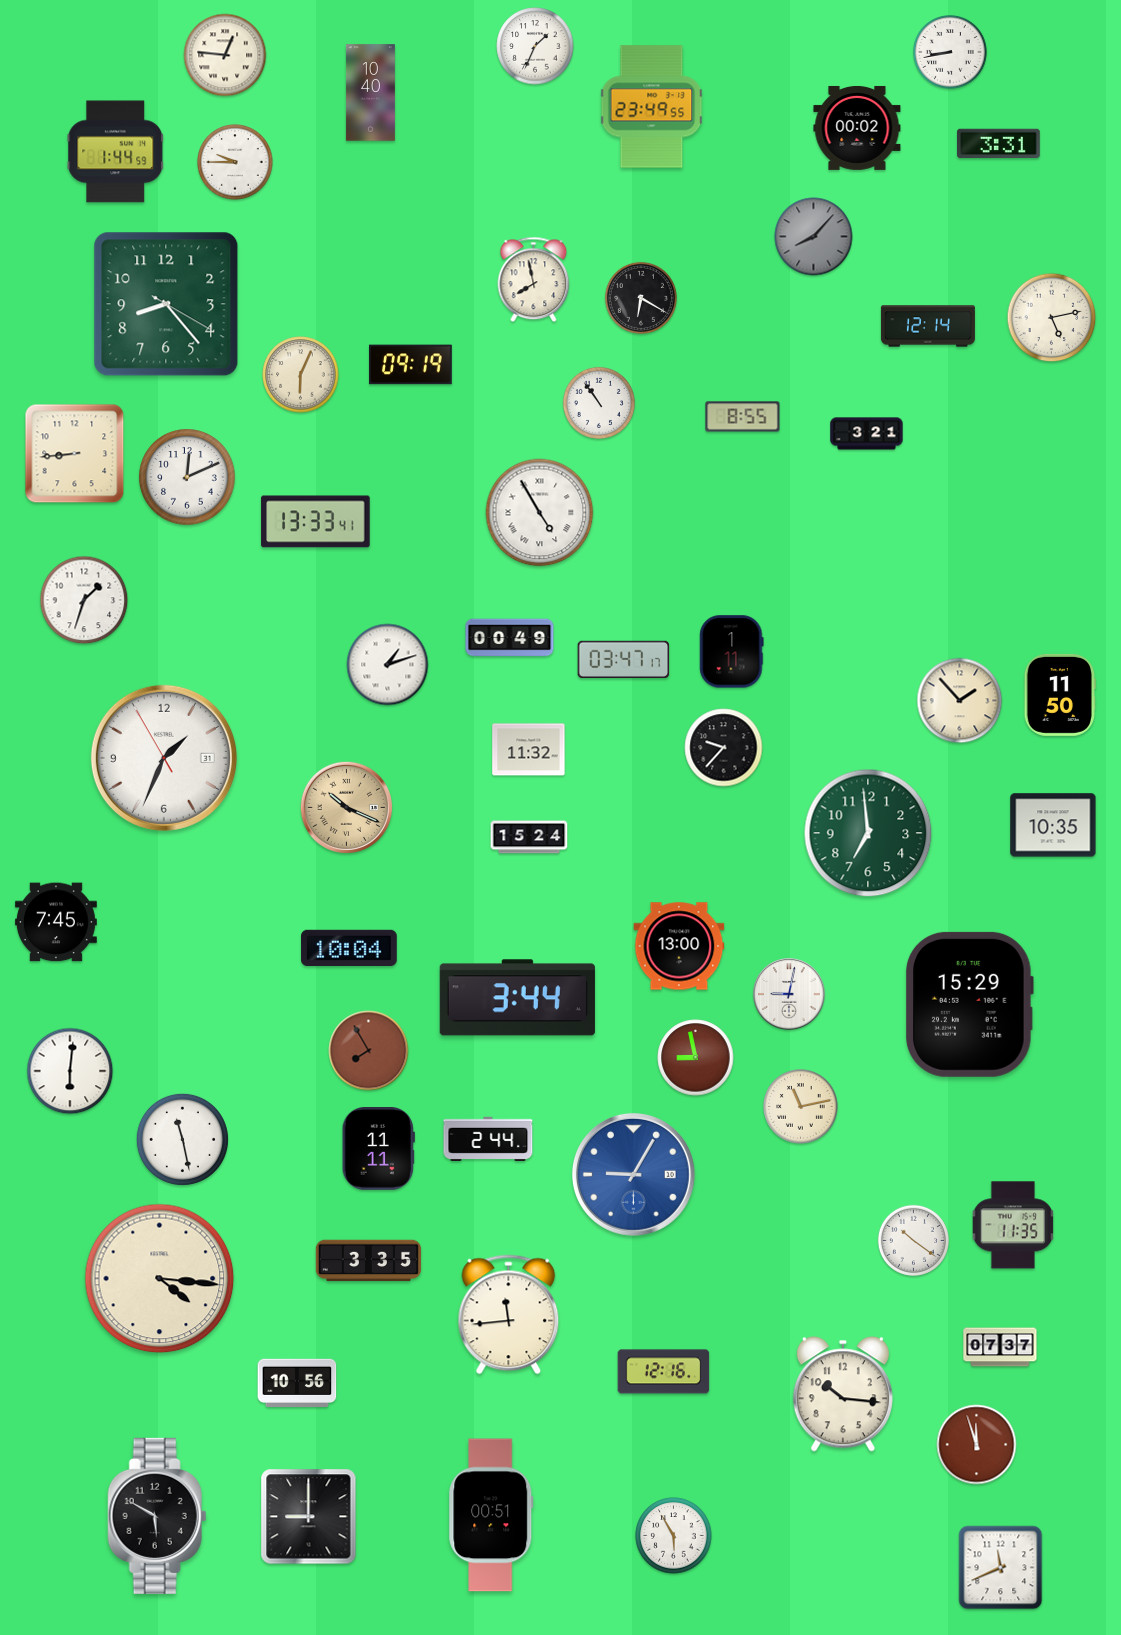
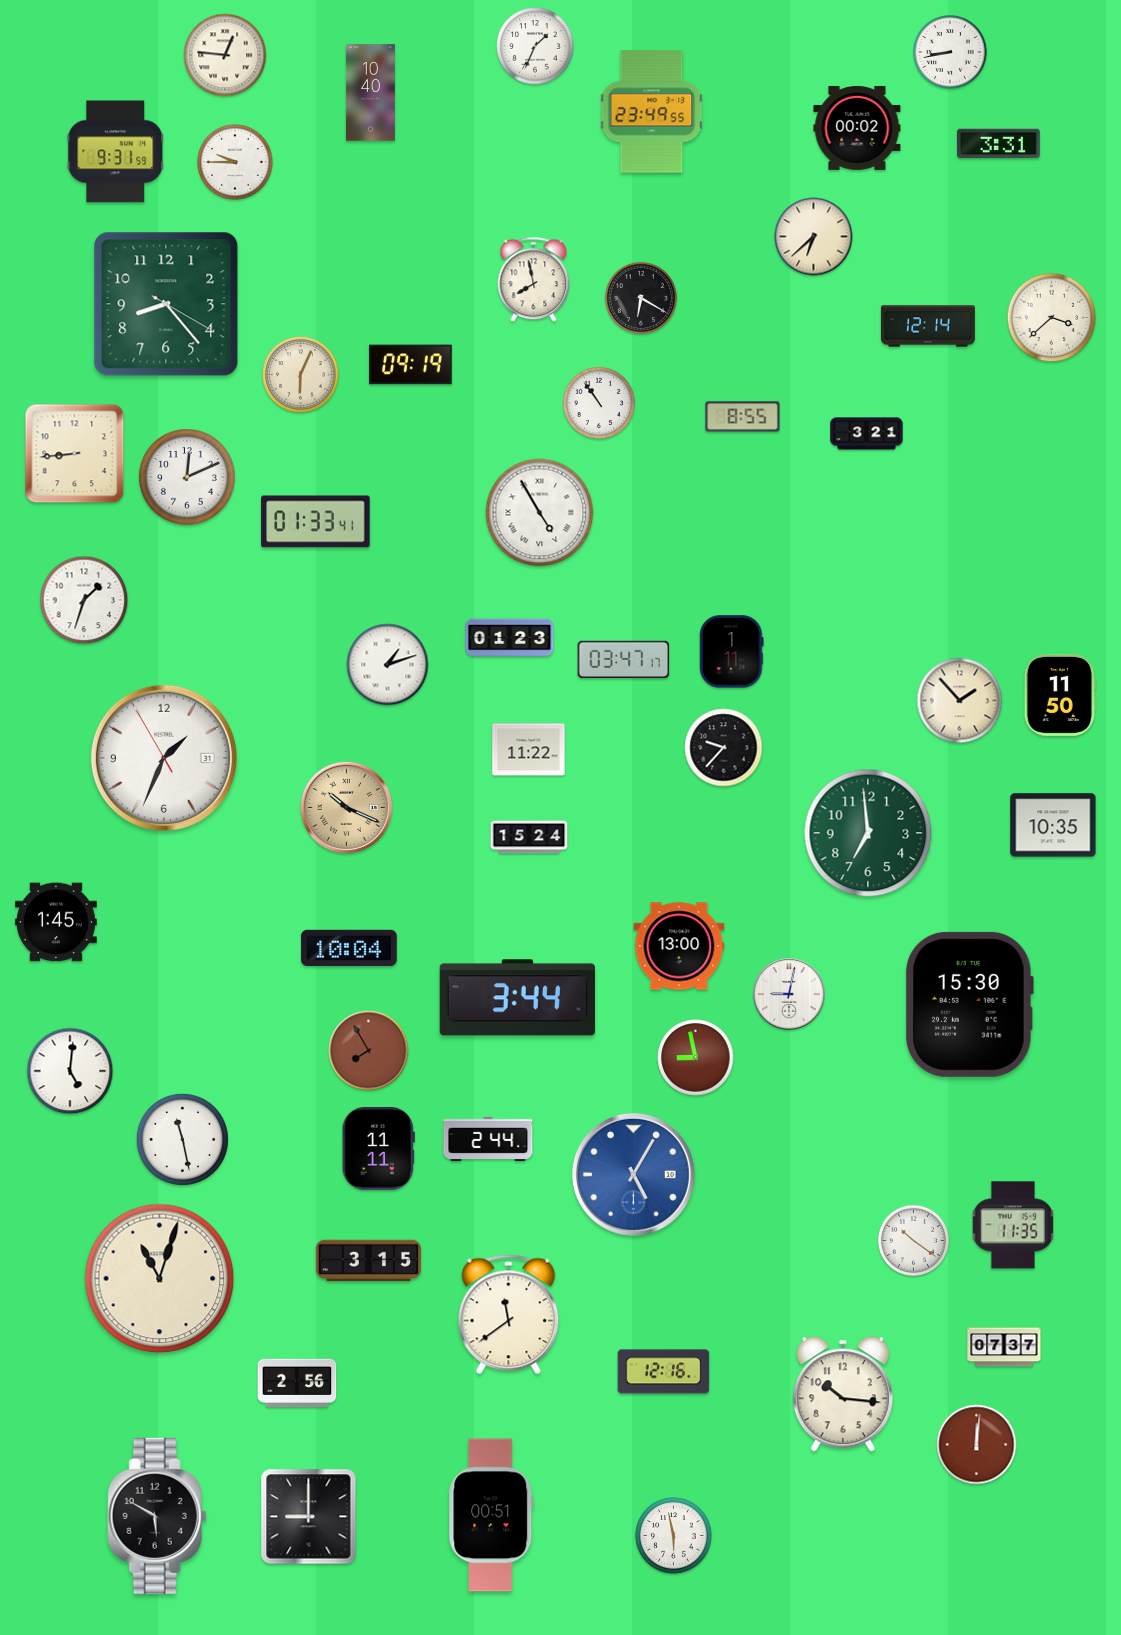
clock at (652, 107) position: (652, 107) -> (652, 112)
clock at (116, 152): 1:44 -> 9:31
clock at (814, 237): 8:07 -> 6:38
clock at (814, 237) dial: grey -> cream
clock at (1052, 318): 5:13 -> 3:38
clock at (316, 522): 13:33 -> 01:33
clock at (510, 638): 00:49 -> 01:23
clock at (529, 750): 11:32 -> 11:22
clock at (56, 922): 7:45 -> 1:45
clock at (969, 1004): 15:29 -> 15:30
clock at (70, 1071): 6:01 -> 5:01
clock at (801, 1107): 11:13 -> none
clock at (633, 1174): 9:05 -> 5:05
clock at (368, 1261): 3:35 -> 3:15
clock at (160, 1279): 4:16 -> 11:03
clock at (509, 1315): 11:44 -> 11:39
clock at (1000, 1347) position: (1000, 1347) -> (1004, 1347)
clock at (297, 1382): 10:56 -> 2:56
clock at (977, 1445): 11:57 -> 12:01
clock at (674, 1536): 5:55 -> 5:58
clock at (1001, 1568): 11:41 -> none
